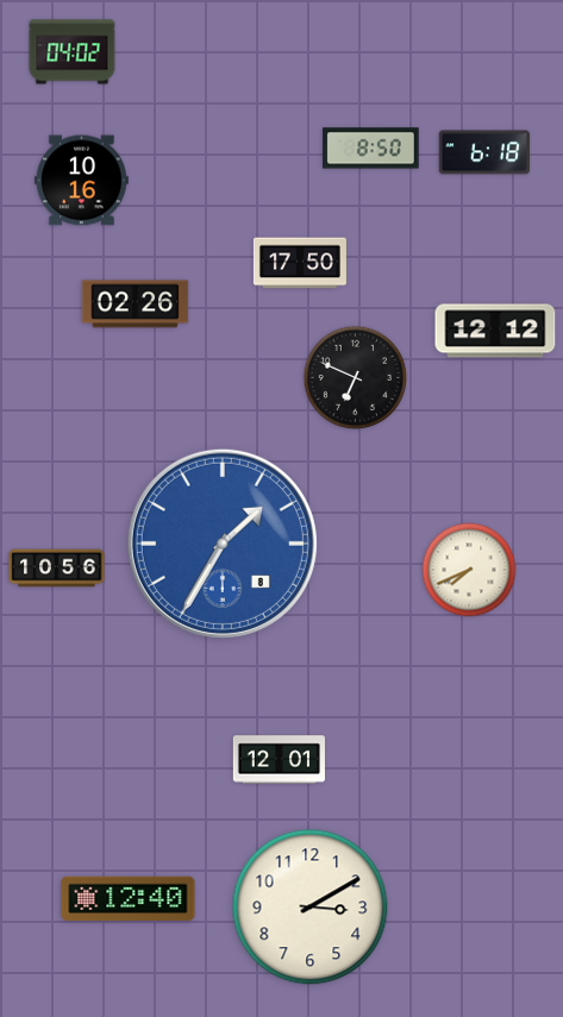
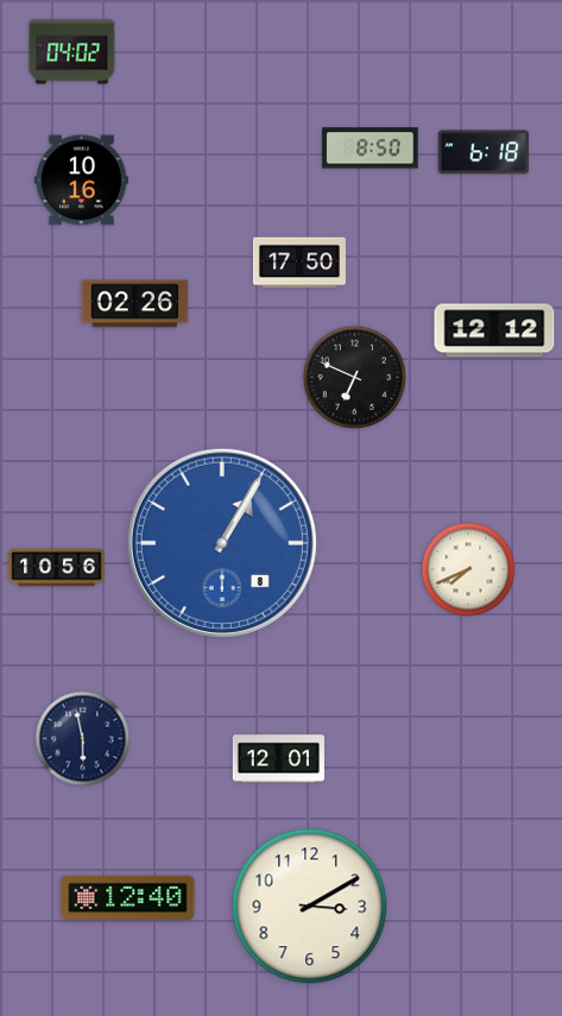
clock at (223, 544): 1:35 -> 1:05
clock at (83, 739): none -> 5:58
